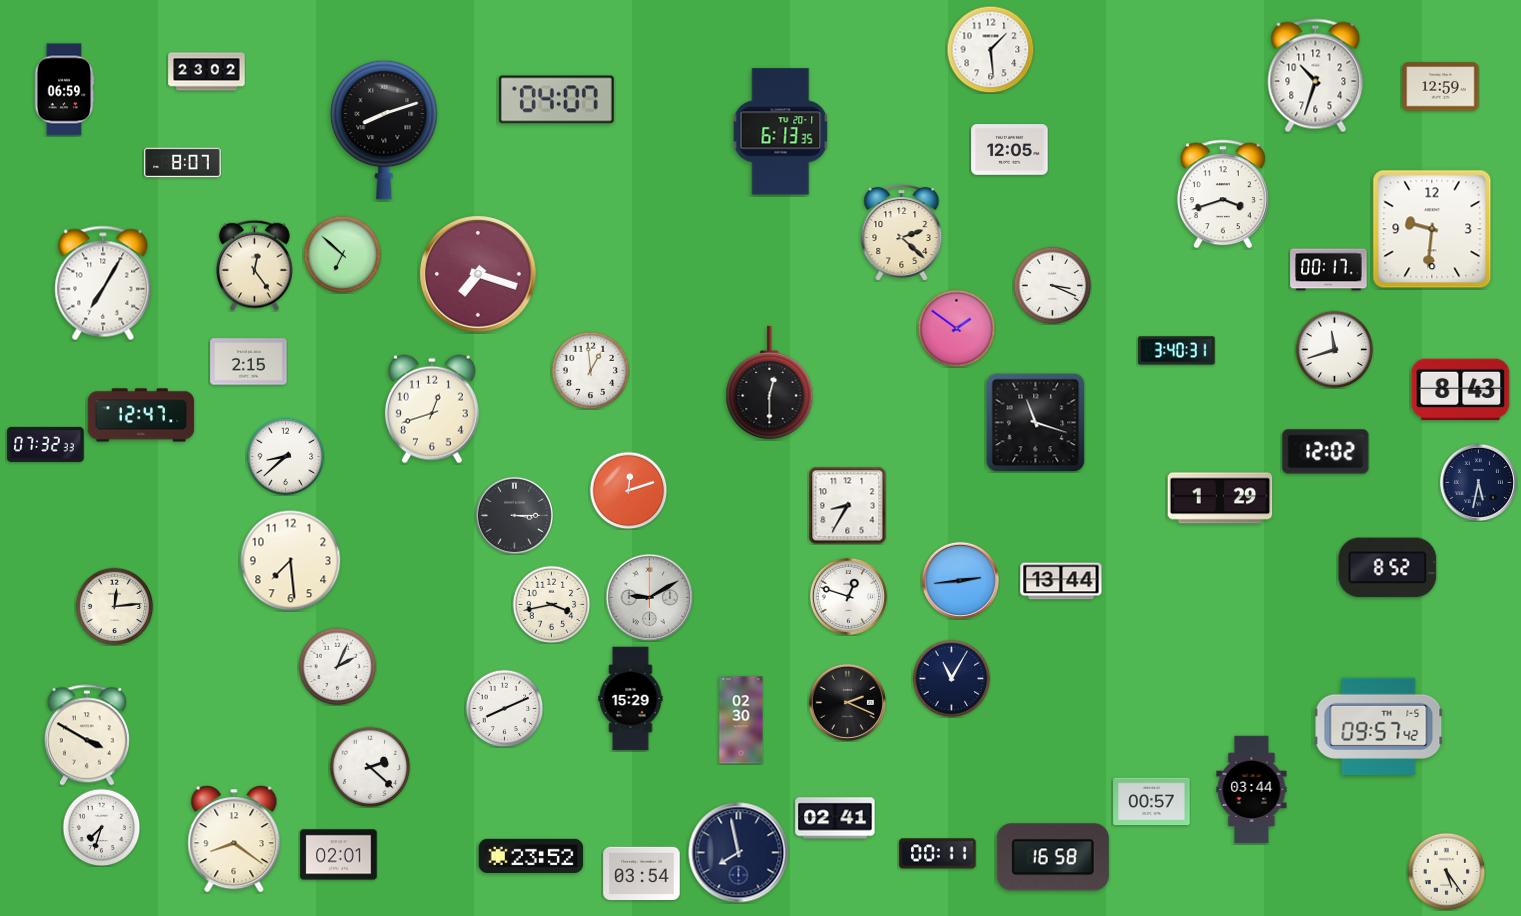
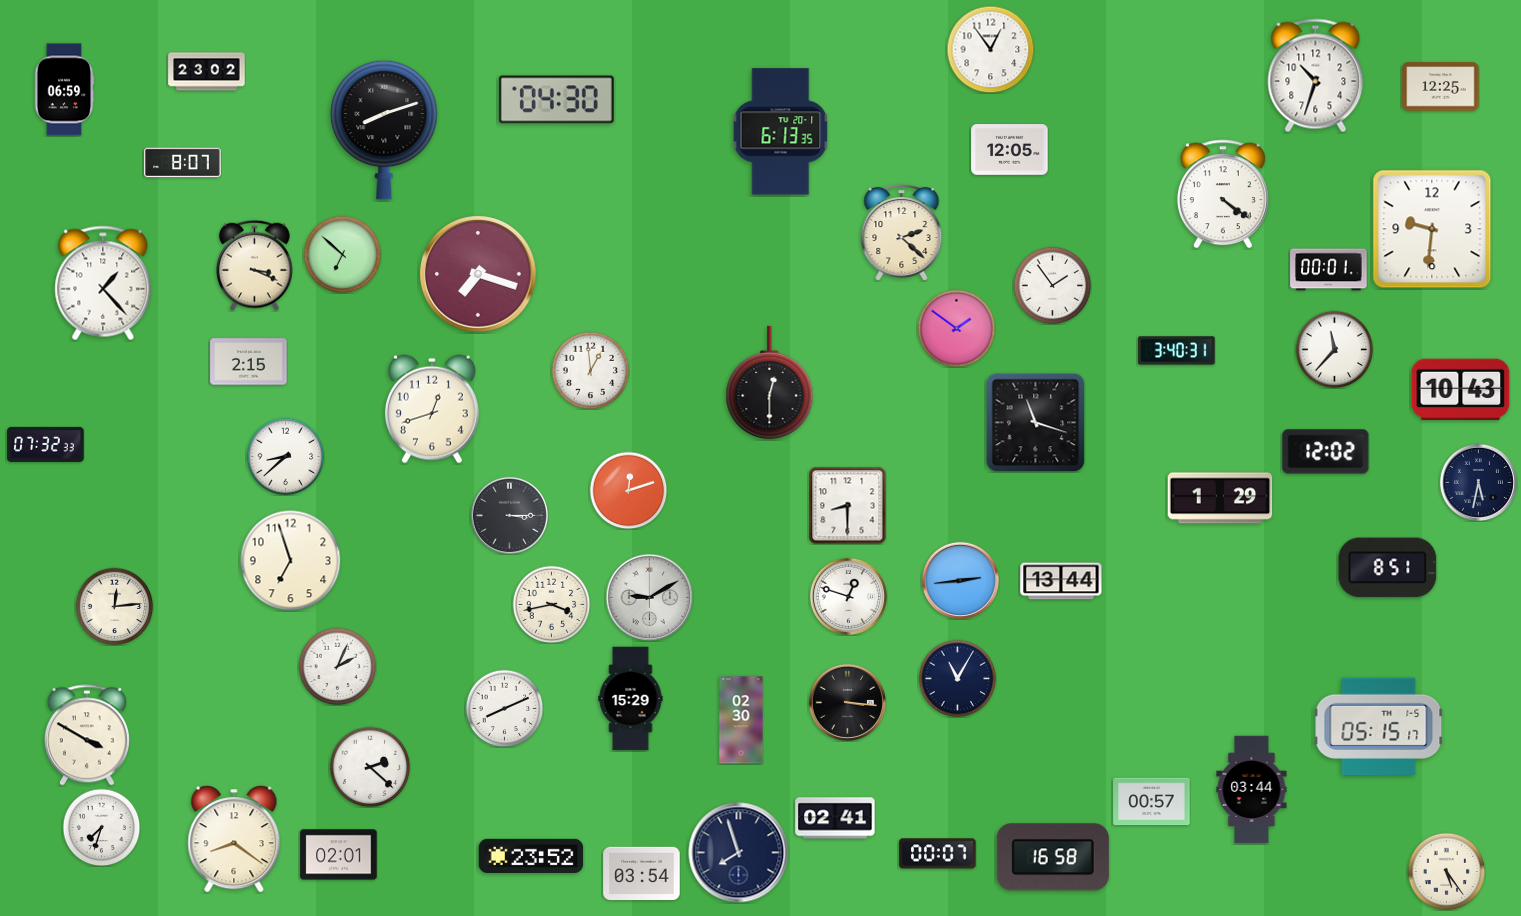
clock at (990, 49): 1:29 -> 12:54
clock at (1441, 87): 12:59 -> 12:25
clock at (556, 100): 04:07 -> 04:30
clock at (1223, 194): 3:42 -> 4:21
clock at (255, 265): 12:24 -> 3:19
clock at (1329, 270): 00:17 -> 00:01
clock at (103, 283): 7:05 -> 1:23
clock at (1052, 285): 3:19 -> 1:54
clock at (1334, 349): 11:42 -> 11:37
clock at (1461, 390): 8:43 -> 10:43
clock at (141, 415): 12:47 -> none
clock at (847, 505): 8:35 -> 8:30
clock at (514, 515) position: (514, 515) -> (509, 515)
clock at (291, 561): 7:29 -> 6:57
clock at (1388, 568): 8:52 -> 8:51
clock at (951, 678) position: (951, 678) -> (957, 678)
clock at (847, 702): 2:19 -> 3:16
clock at (1379, 726): 09:57 -> 05:15
clock at (739, 853): 7:58 -> 7:57
clock at (938, 854): 00:11 -> 00:07
